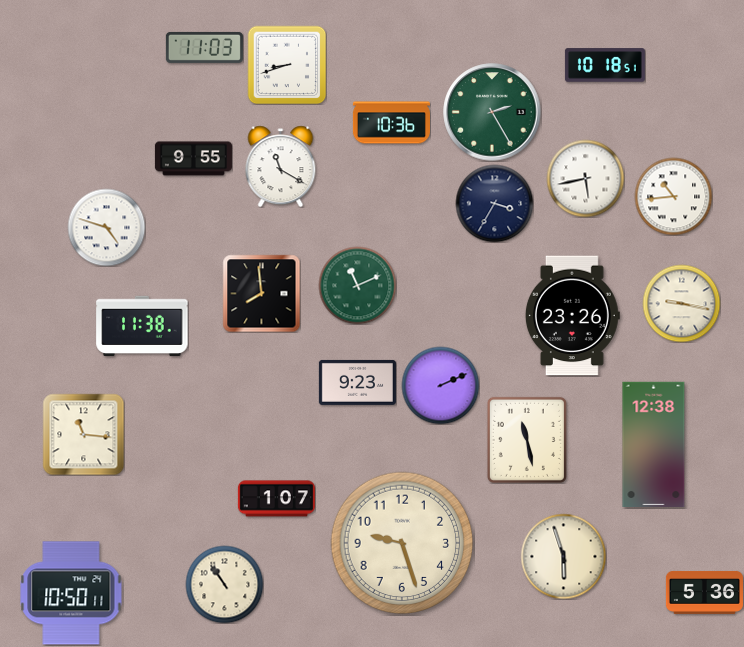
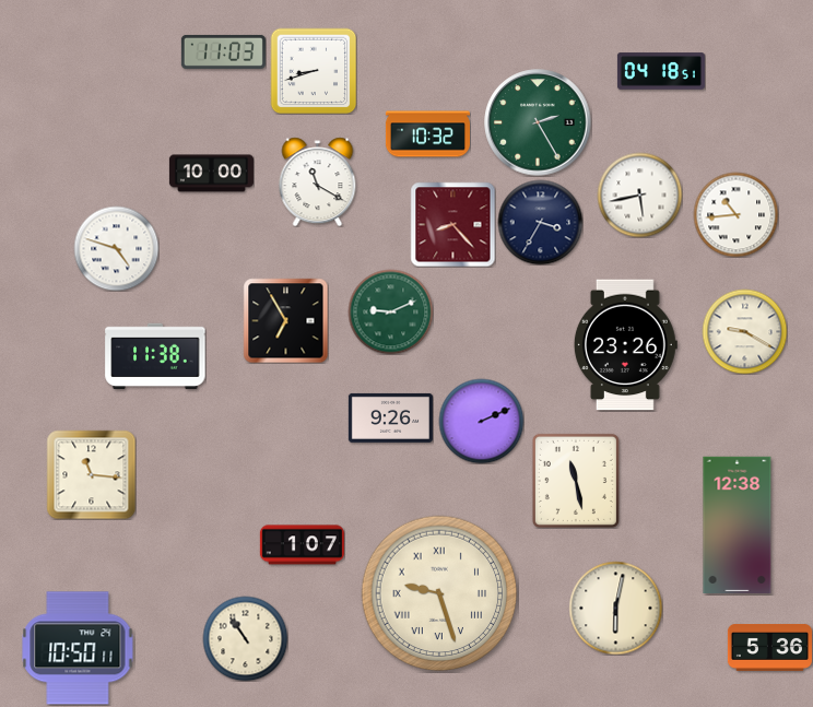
clock at (605, 65): 10:18 -> 04:18
clock at (391, 123): 10:36 -> 10:32
clock at (193, 159): 9:55 -> 10:00
clock at (281, 166) position: (281, 166) -> (318, 181)
clock at (452, 224): none -> 8:23
clock at (357, 285): 11:11 -> 9:11
clock at (261, 293): 7:59 -> 6:55
clock at (681, 303): 9:17 -> 9:20
clock at (357, 382): 9:23 -> 9:26
clock at (654, 445) position: (654, 445) -> (738, 526)
clock at (402, 543) numerals: Arabic -> Roman
clock at (563, 556): 5:57 -> 6:02
